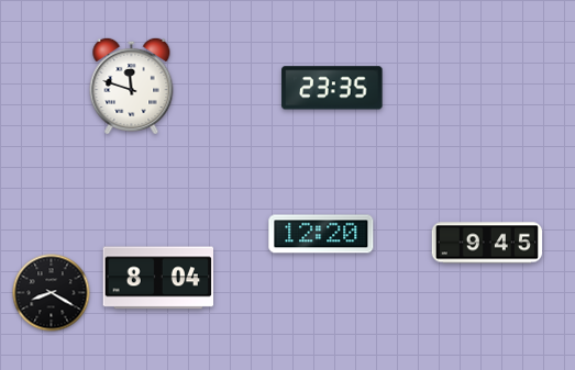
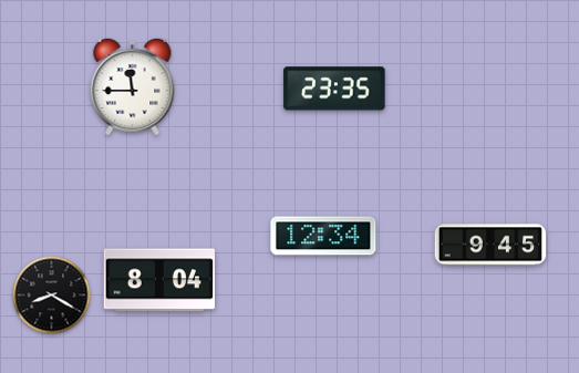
clock at (132, 85): 11:48 -> 11:45
clock at (321, 234): 12:20 -> 12:34
